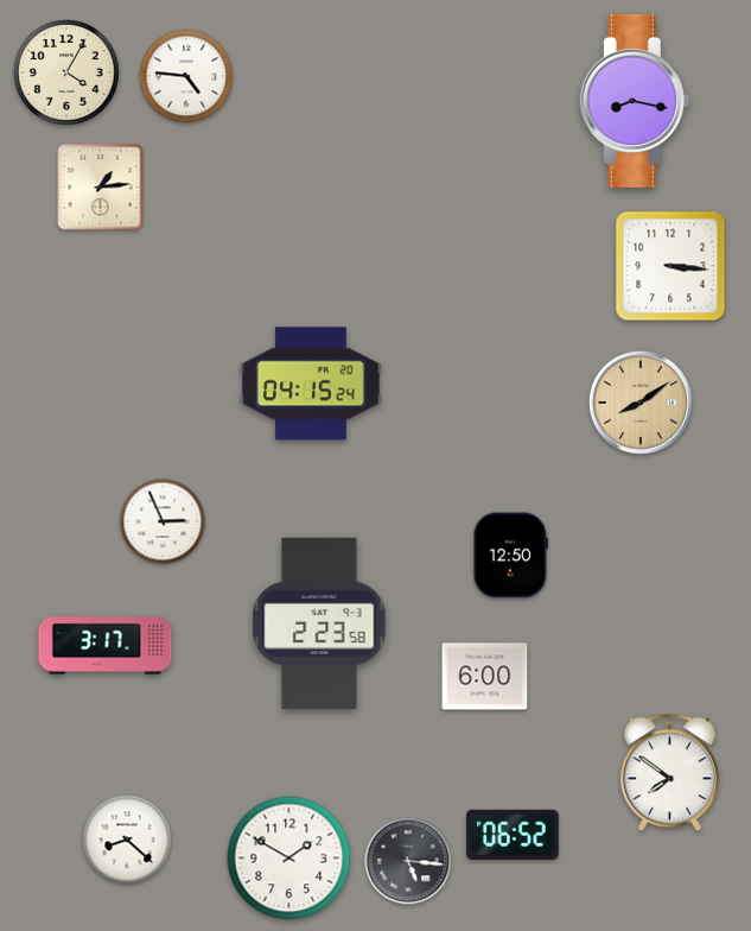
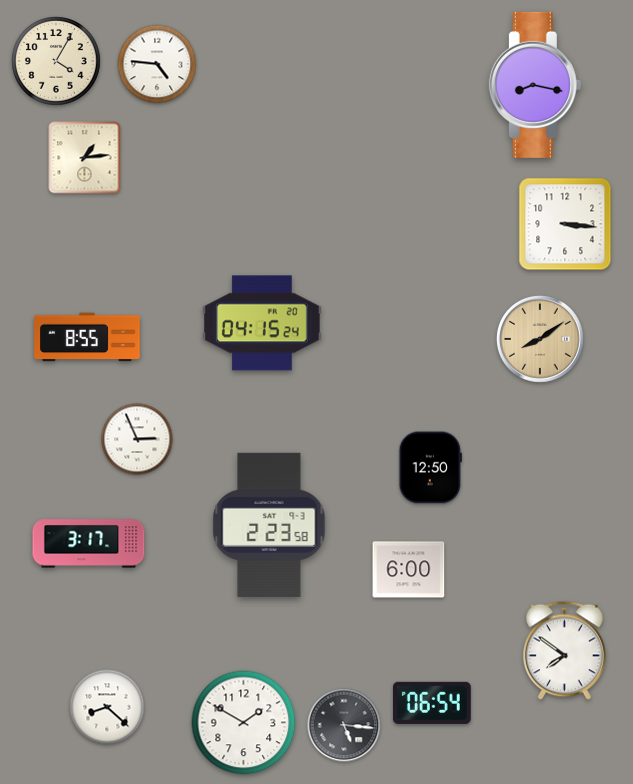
clock at (87, 337): none -> 8:55
clock at (513, 835): 06:52 -> 06:54
